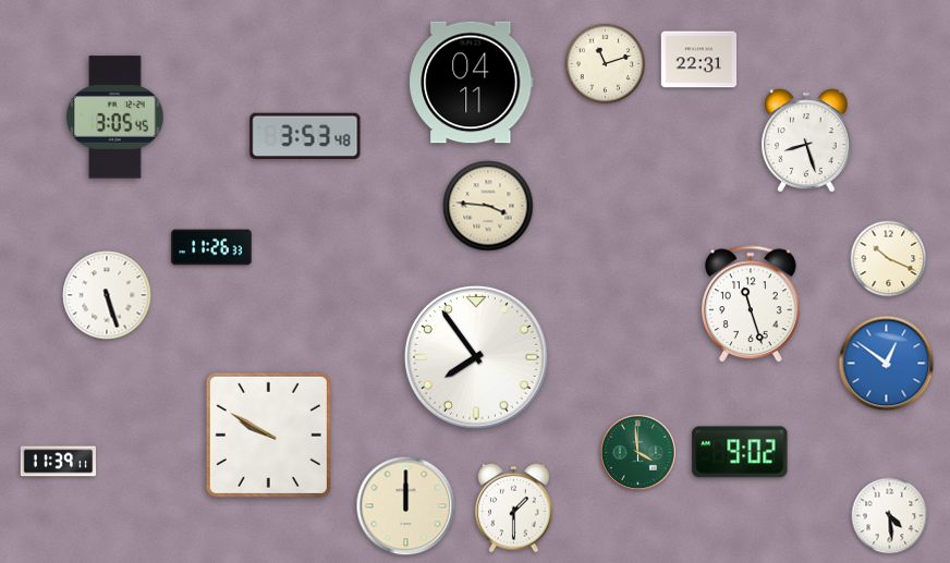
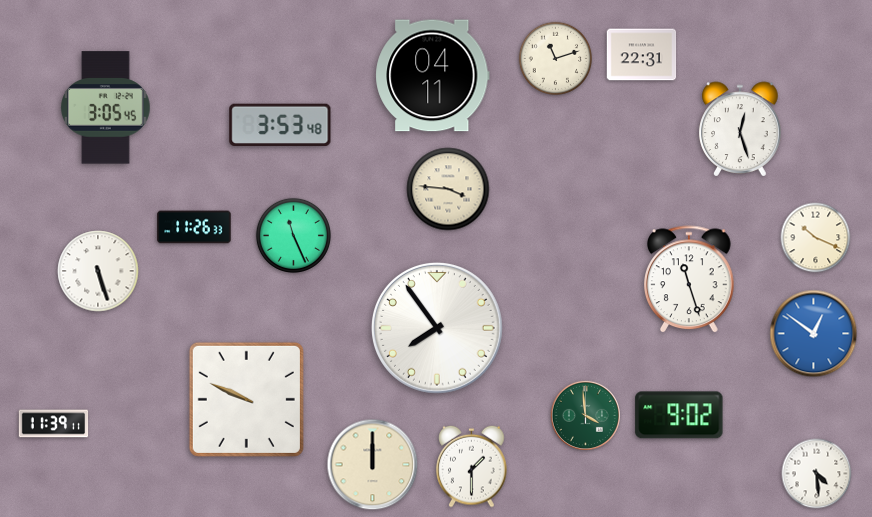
clock at (806, 140): 8:27 -> 12:27
clock at (293, 235): none -> 11:26
clock at (268, 435): 9:50 -> 9:49
